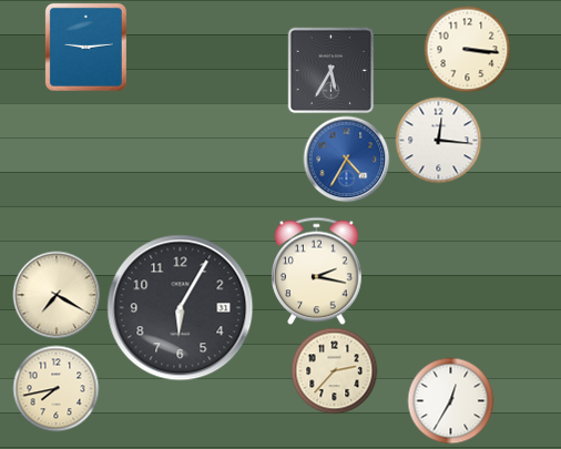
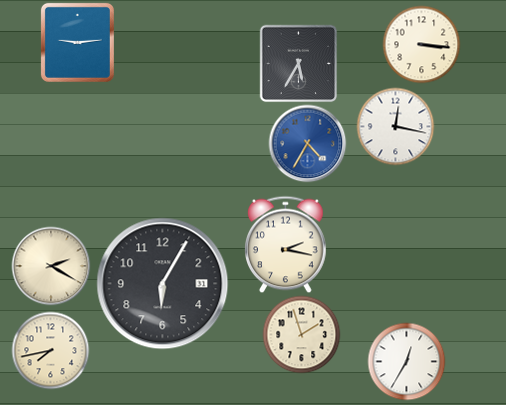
clock at (438, 140): 12:16 -> 12:17
clock at (346, 159) position: (346, 159) -> (307, 143)
clock at (57, 295): 7:20 -> 2:20
clock at (181, 308) position: (181, 308) -> (163, 284)
clock at (334, 370): 2:37 -> 1:57
